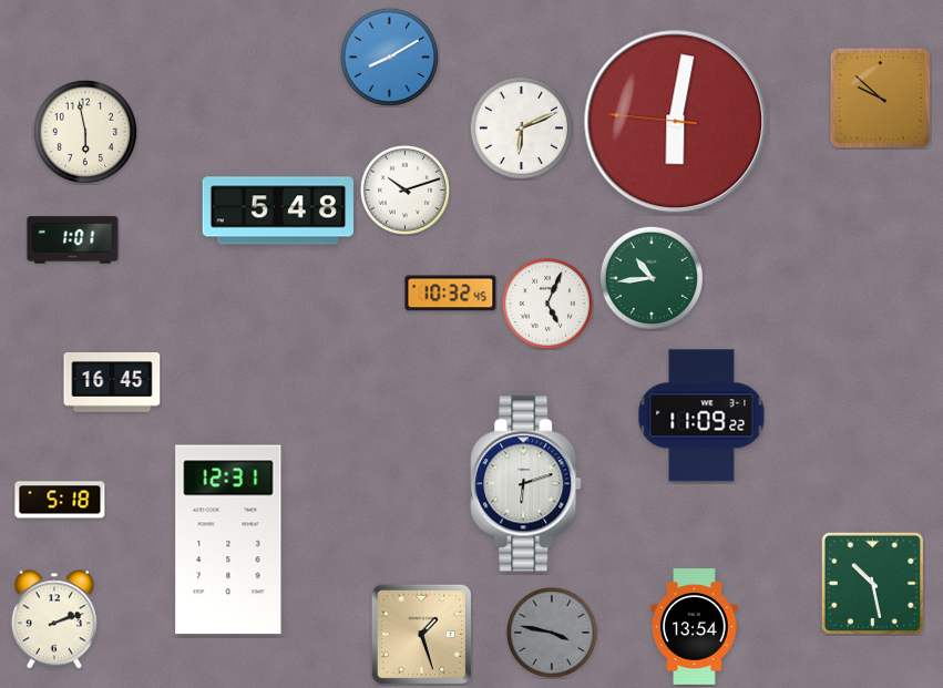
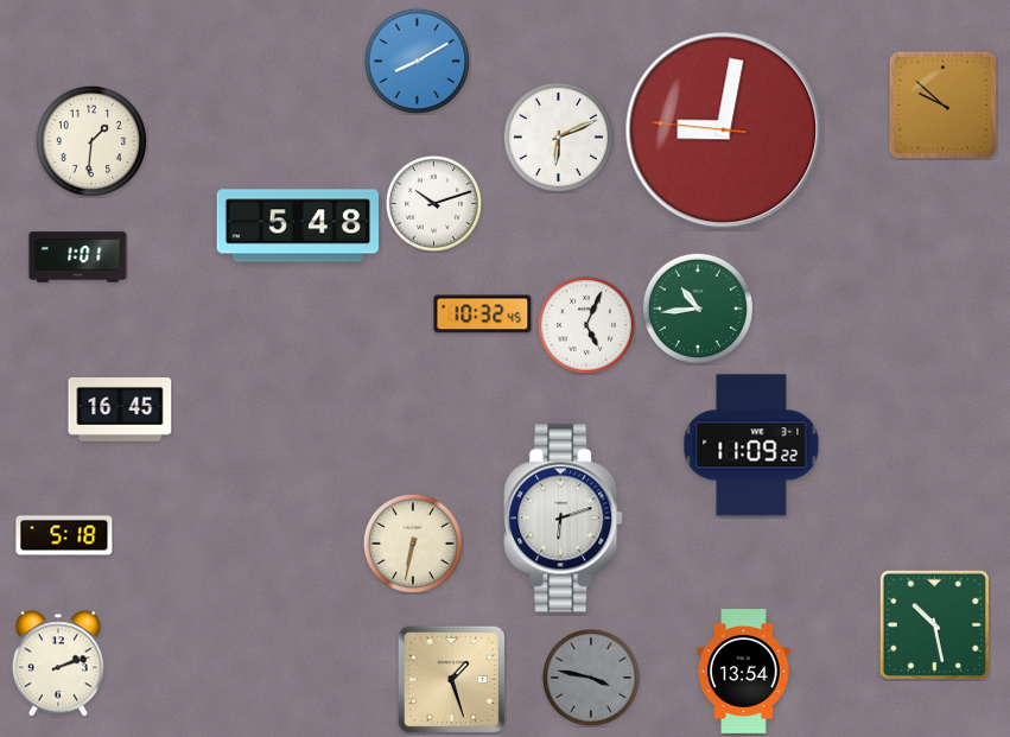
clock at (676, 122): 6:01 -> 9:01
clock at (84, 131): 5:58 -> 1:31
clock at (650, 277) position: (650, 277) -> (697, 307)
clock at (413, 544): none -> 6:32
clock at (228, 540): 12:31 -> none
